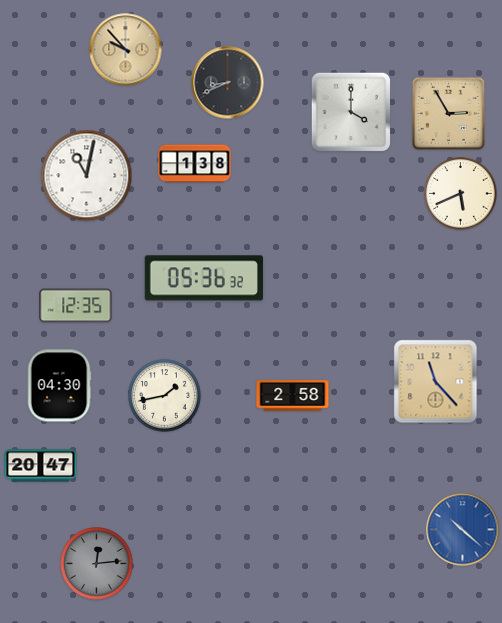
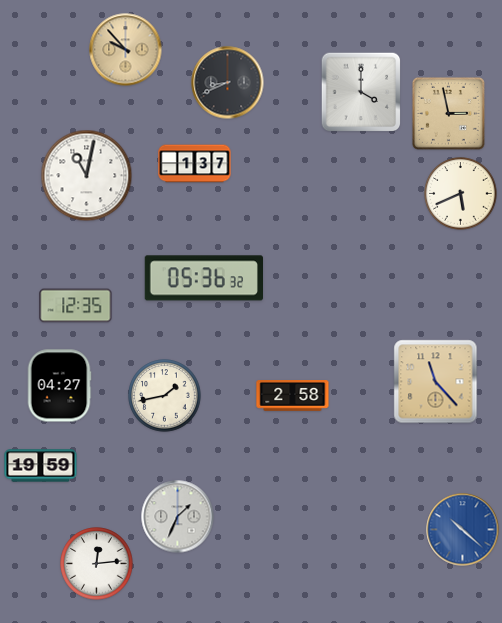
clock at (351, 112) position: (351, 112) -> (361, 92)
clock at (448, 113): 2:55 -> 2:58
clock at (195, 164): 1:38 -> 1:37
clock at (59, 386): 04:30 -> 04:27
clock at (41, 466): 20:47 -> 19:59
clock at (178, 517): none -> 1:34
clock at (97, 564) dial: grey -> white
